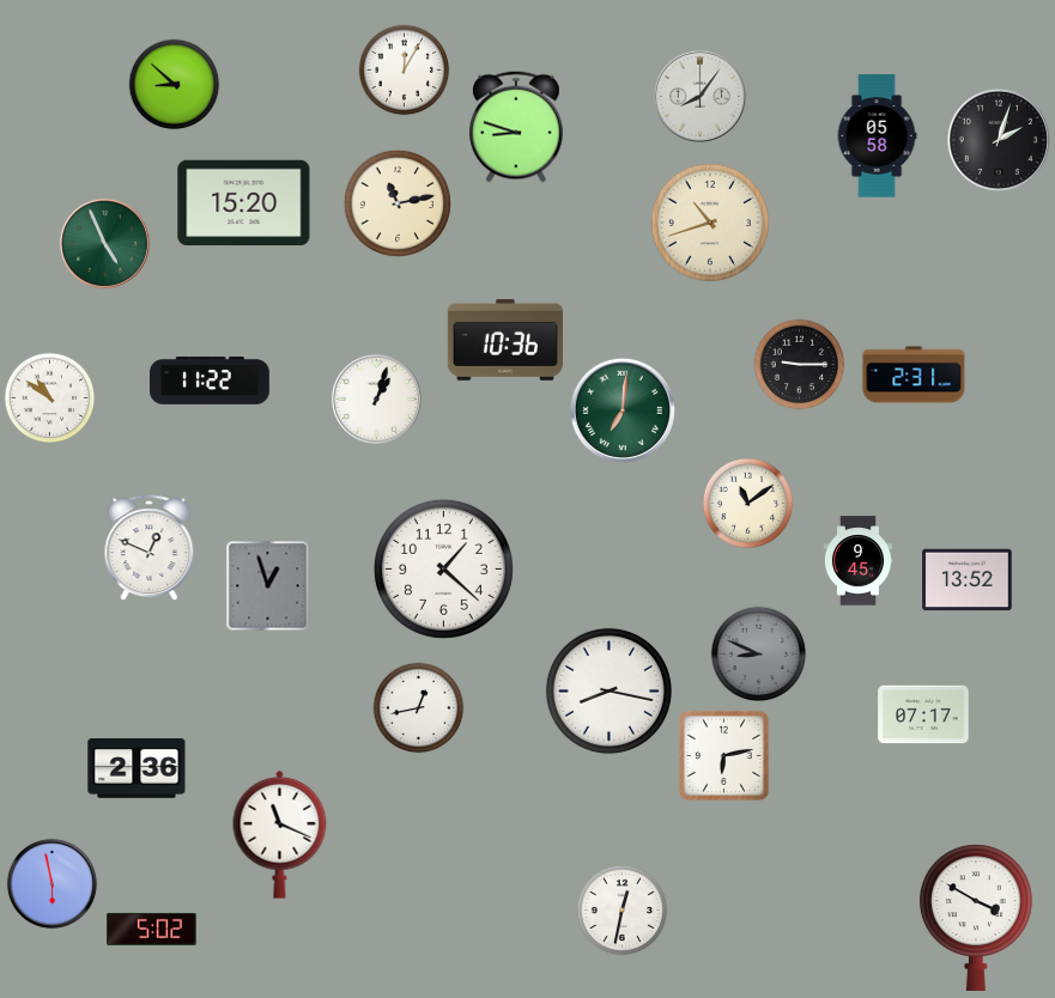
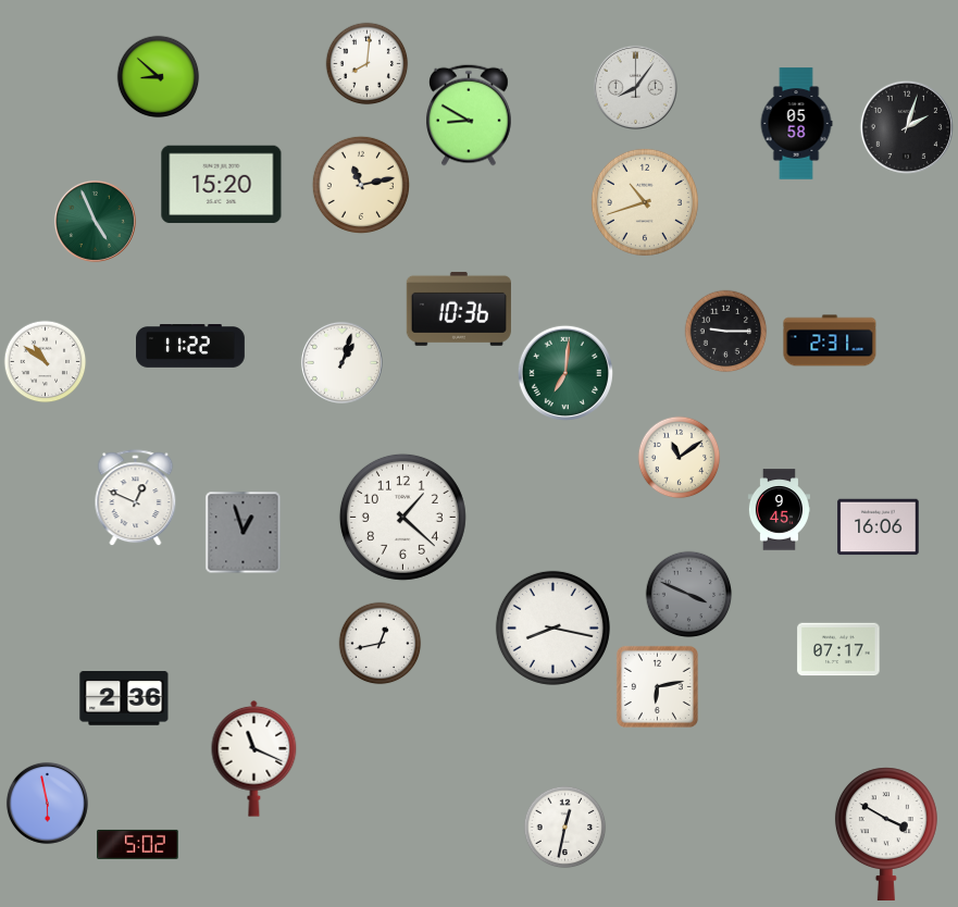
clock at (405, 71): 12:05 -> 8:01
clock at (517, 127): 8:48 -> 8:50
clock at (968, 580): 13:52 -> 16:06
clock at (759, 655): 8:49 -> 3:49
